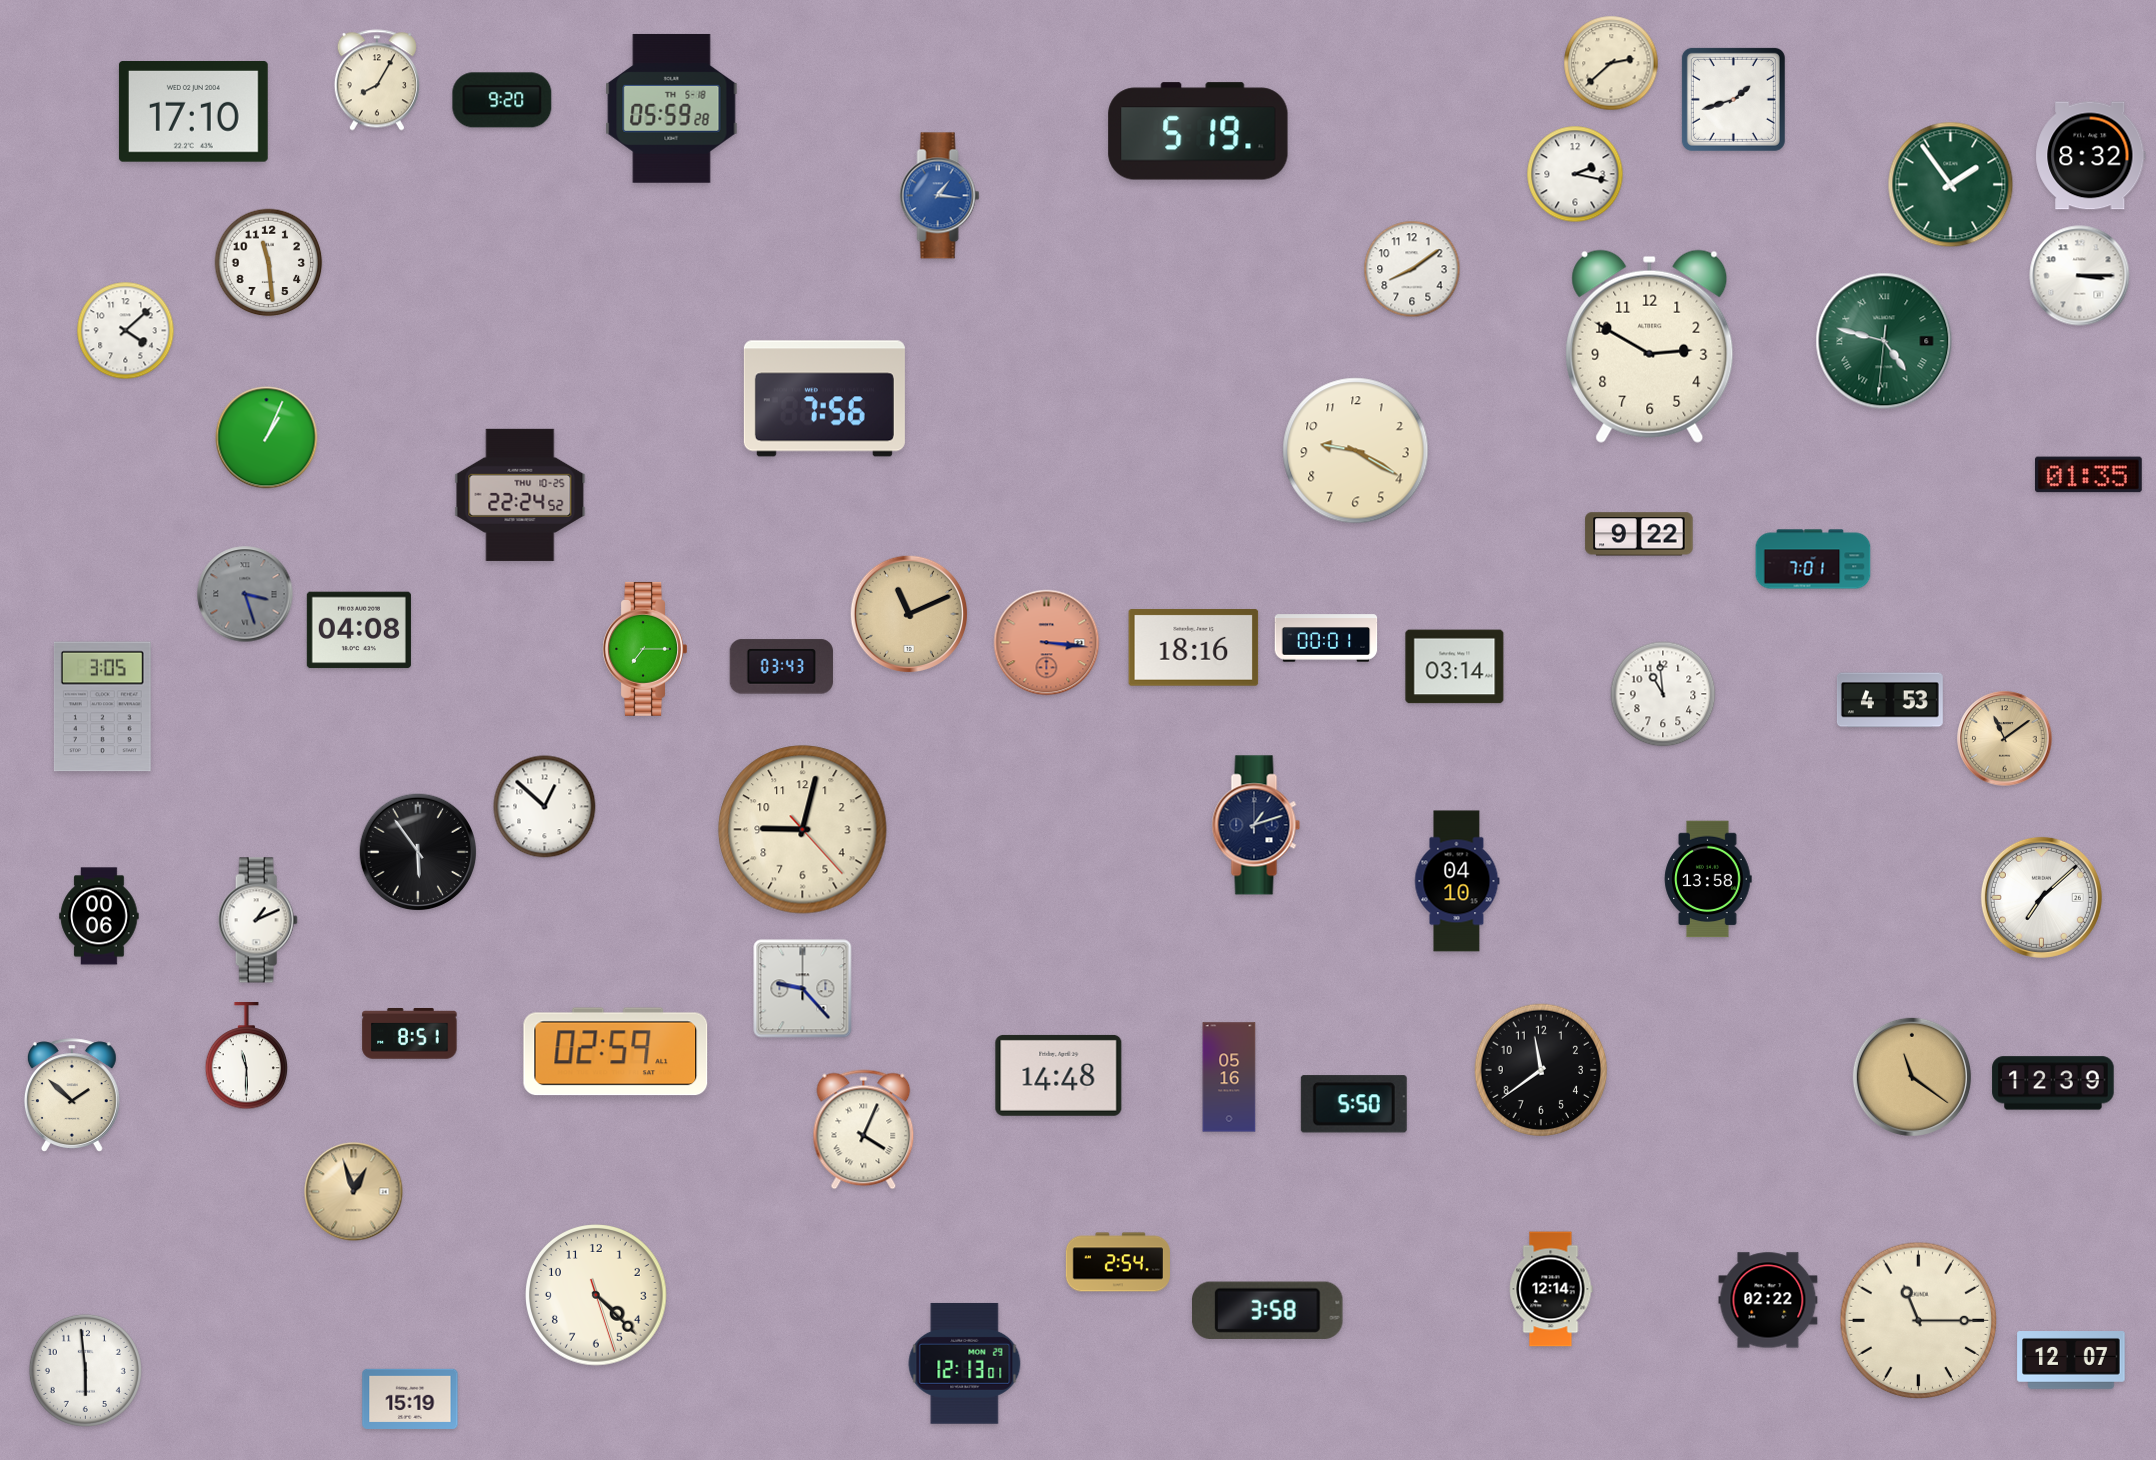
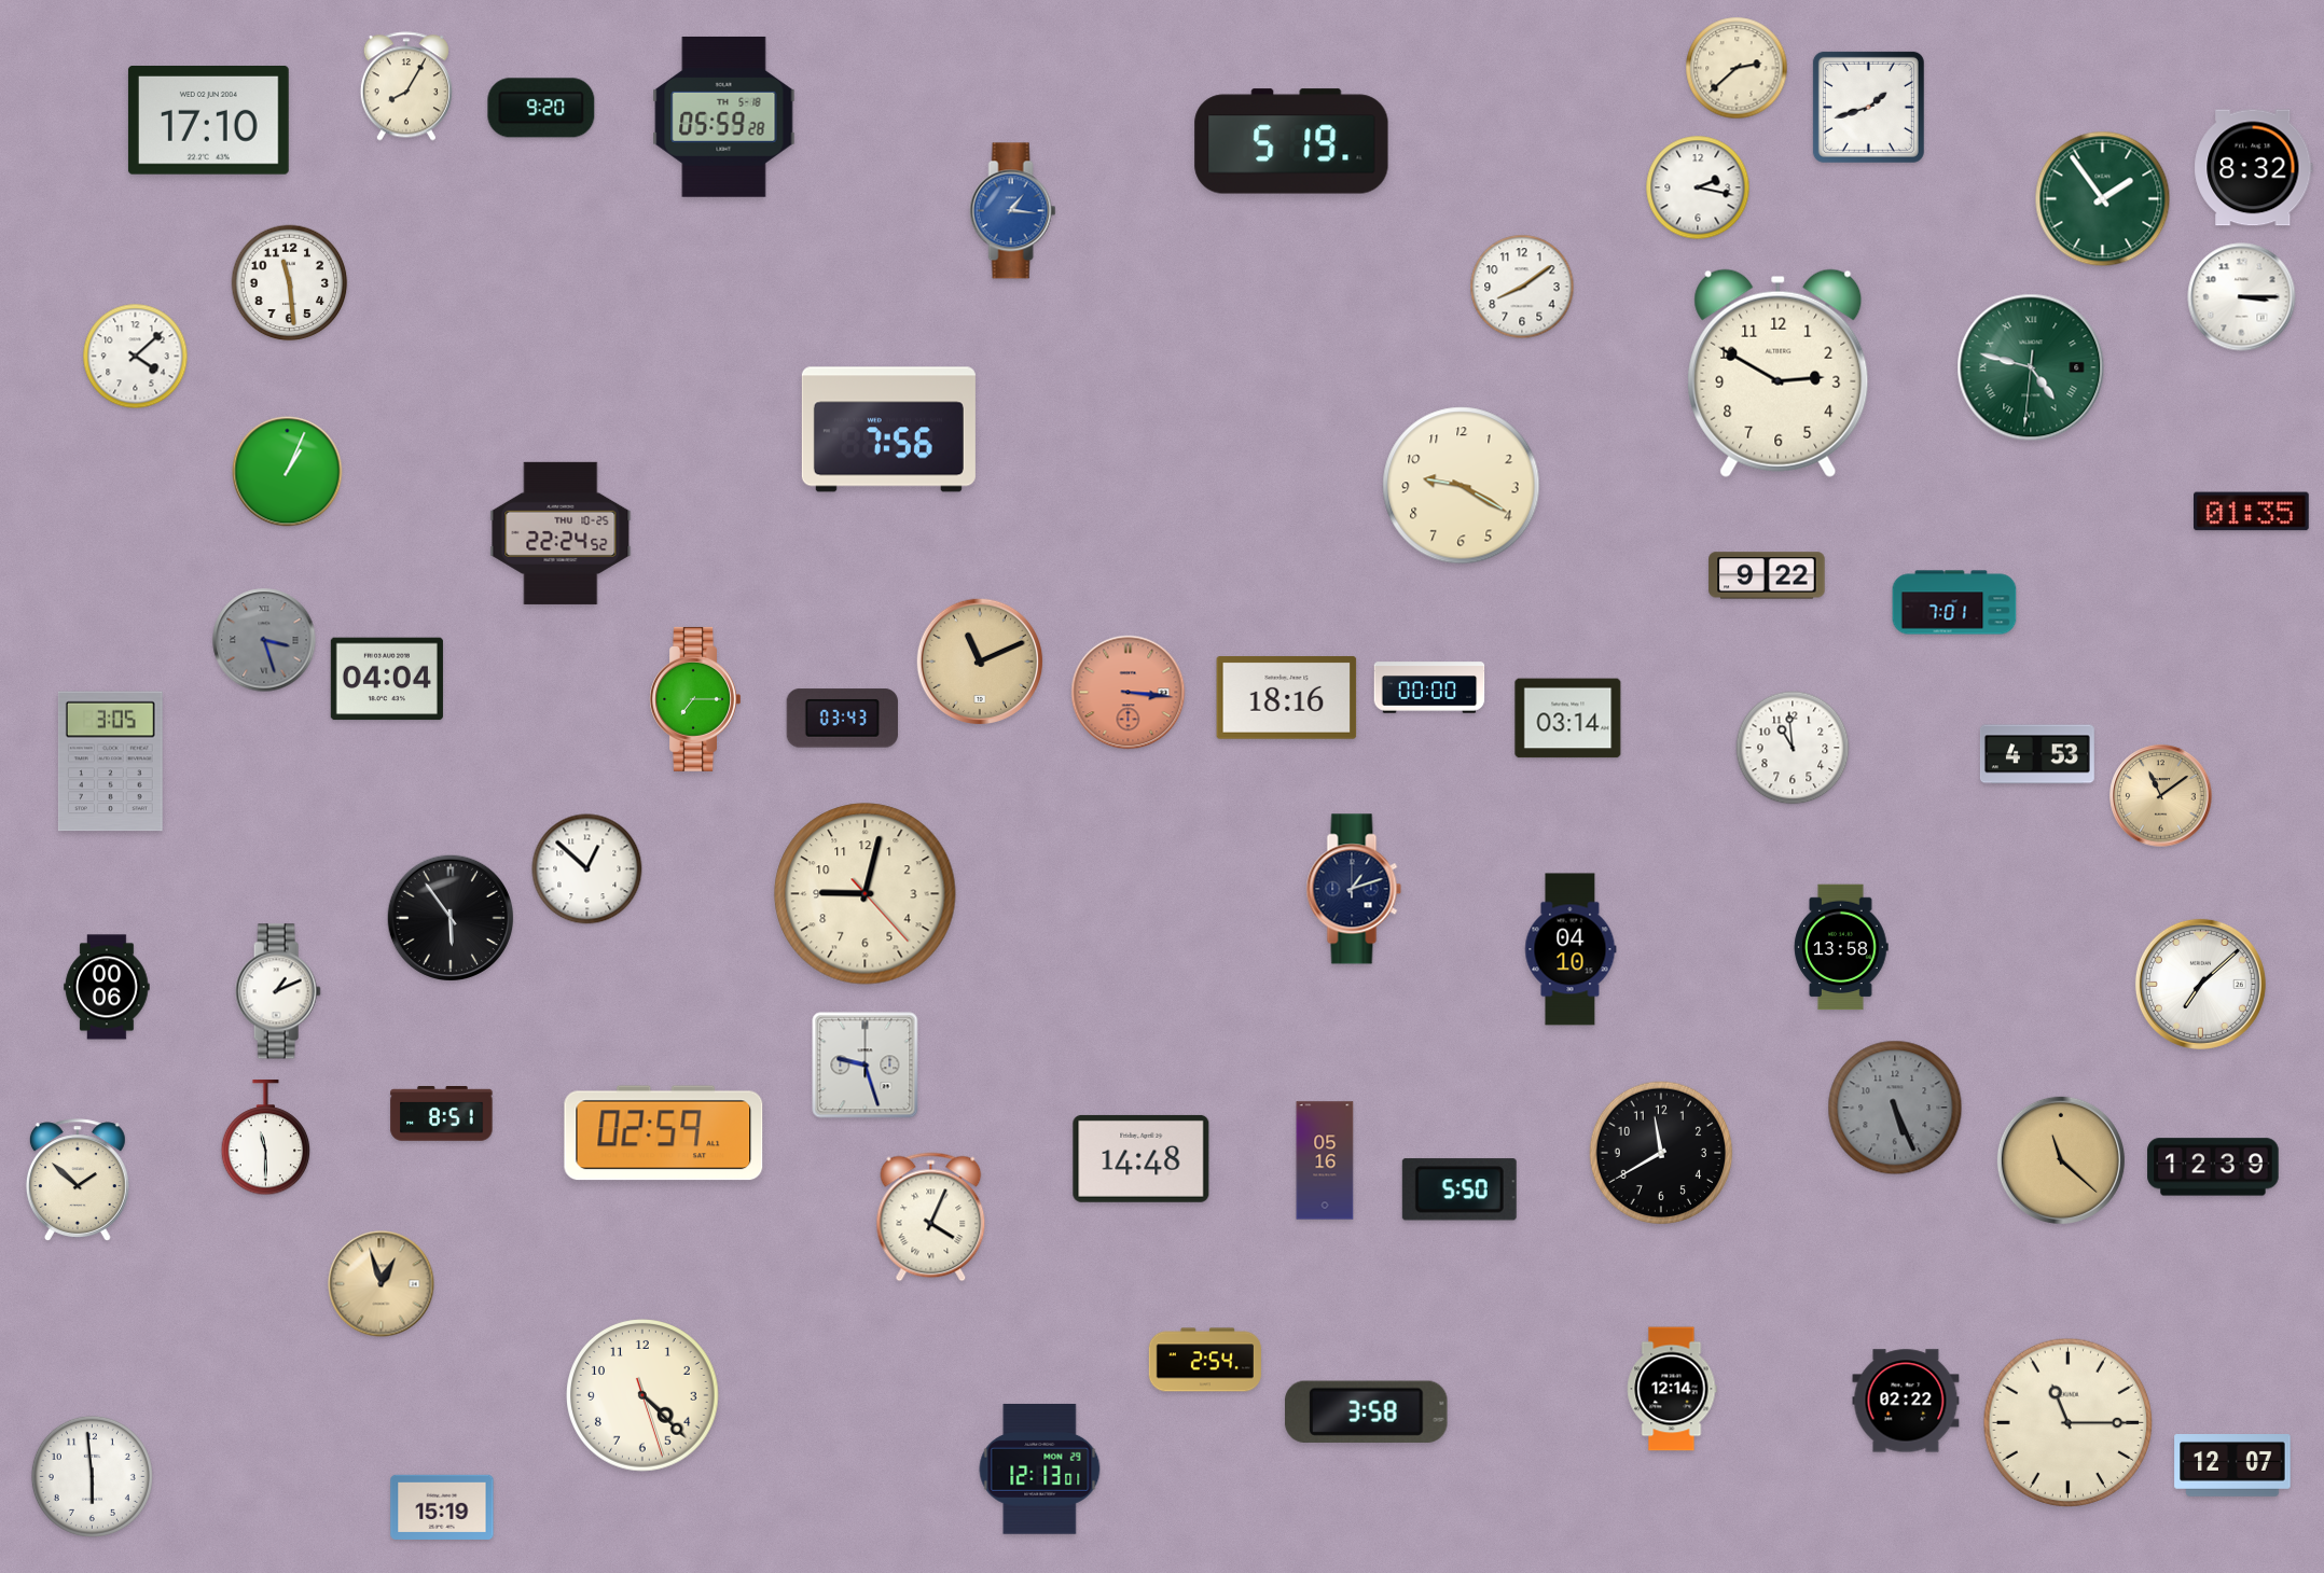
clock at (1412, 269) position: (1412, 269) -> (1522, 287)
clock at (359, 630): 04:08 -> 04:04
clock at (1326, 638): 00:01 -> 00:00
clock at (2041, 897) position: (2041, 897) -> (2200, 984)
clock at (803, 989): 9:23 -> 9:27
clock at (1895, 1108): none -> 5:26
clock at (1541, 1070): 11:39 -> 11:40
clock at (1912, 1077): 11:21 -> 11:22
